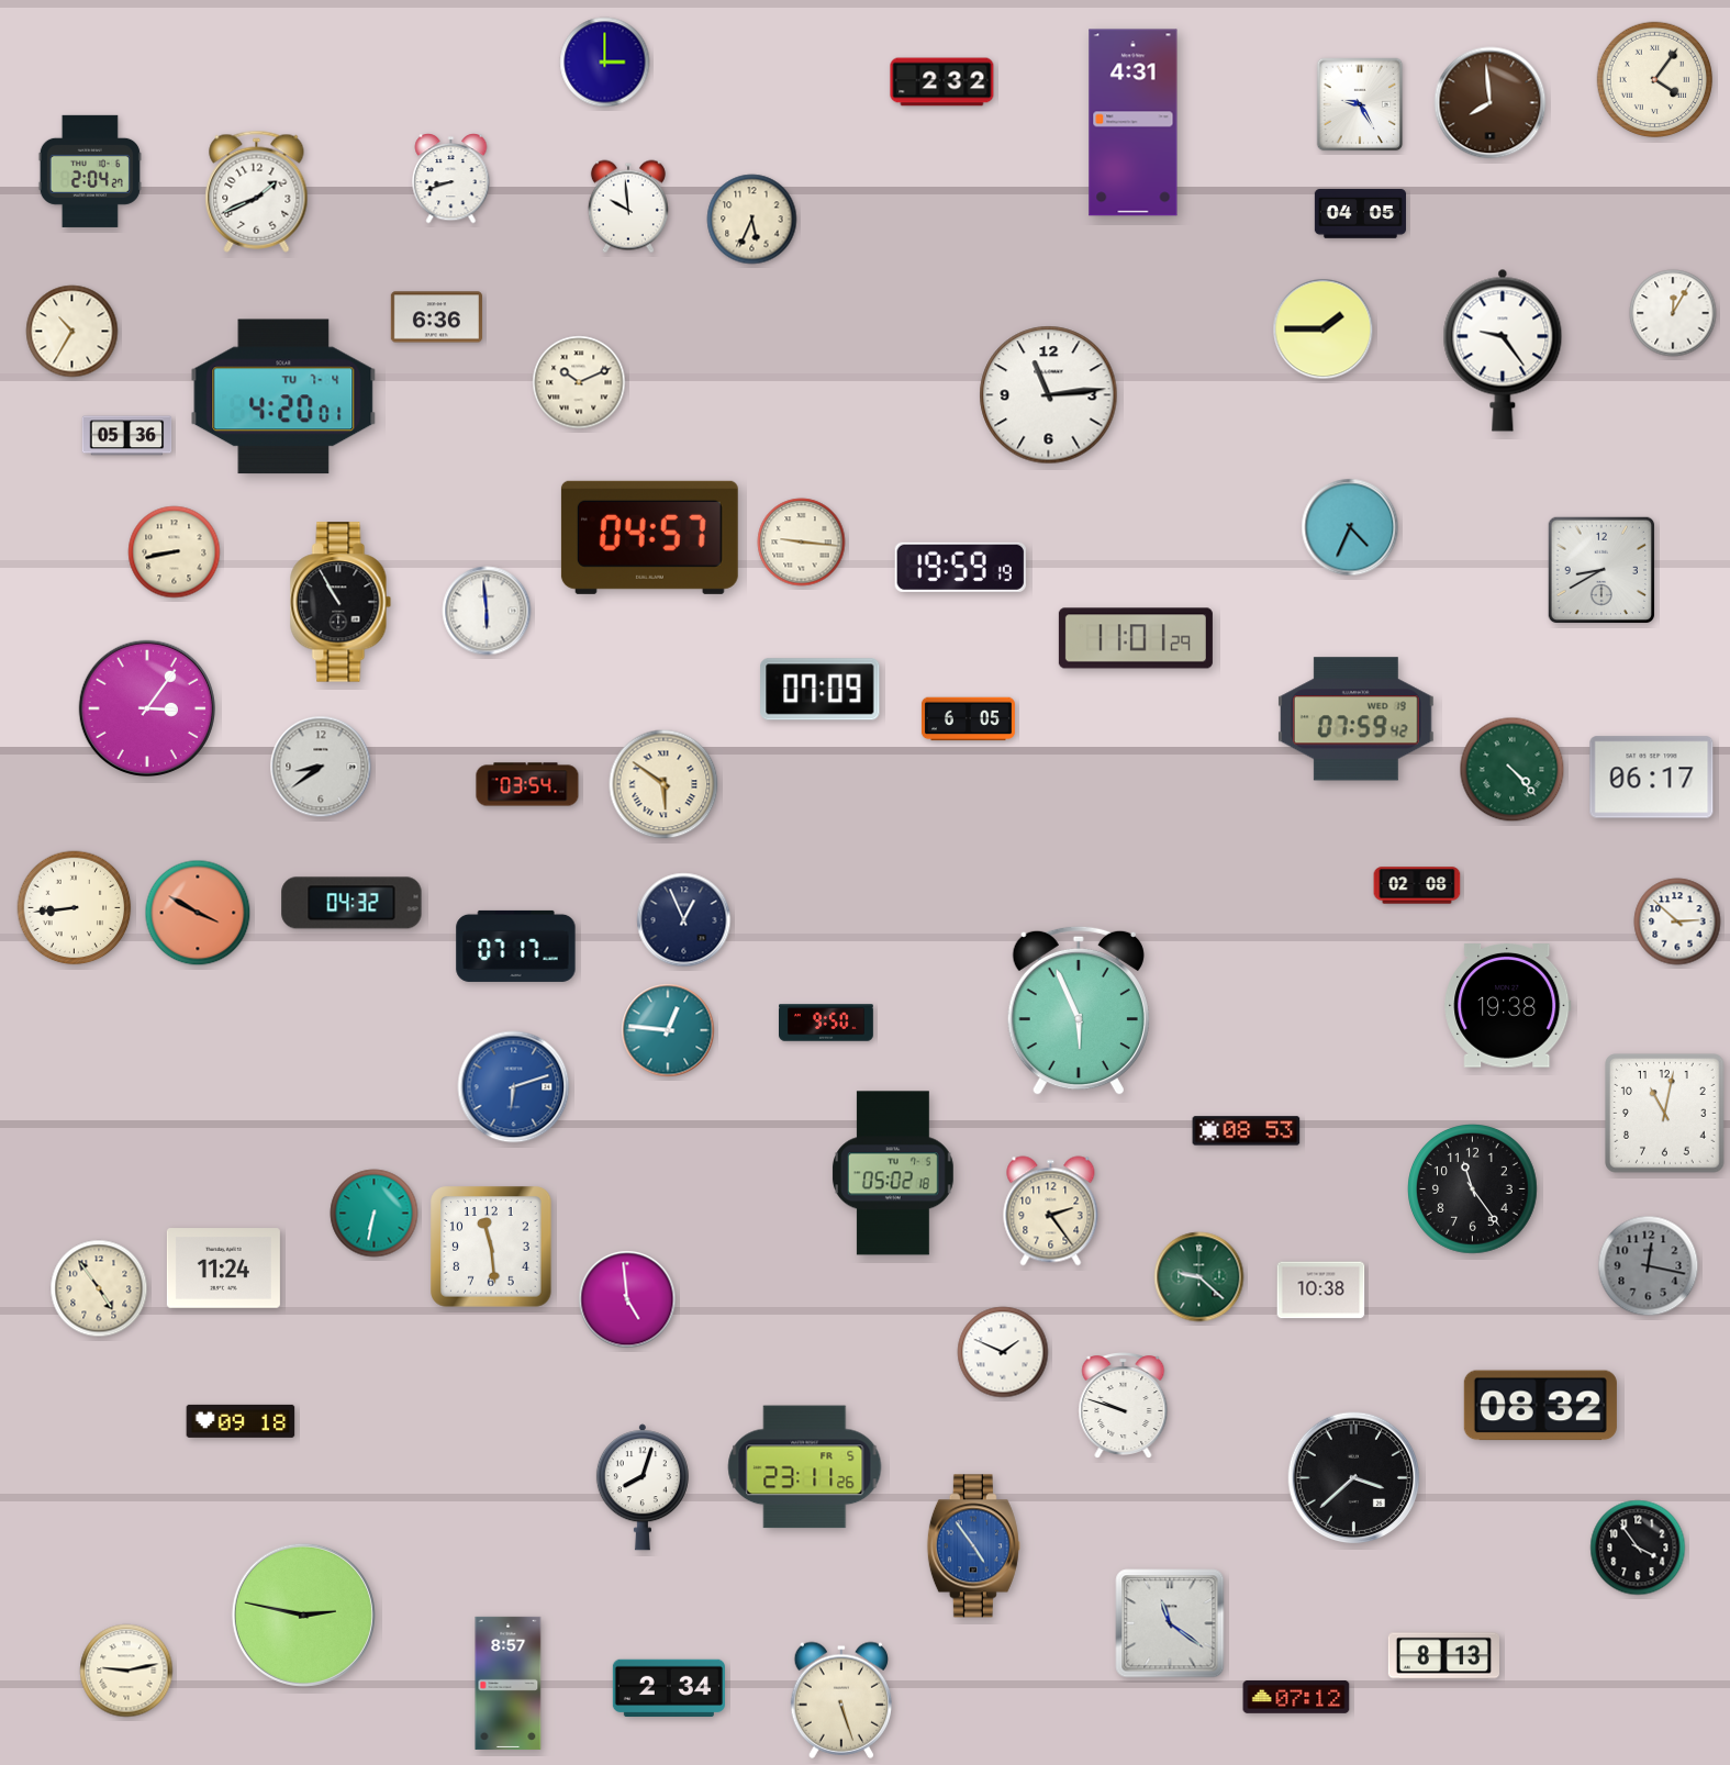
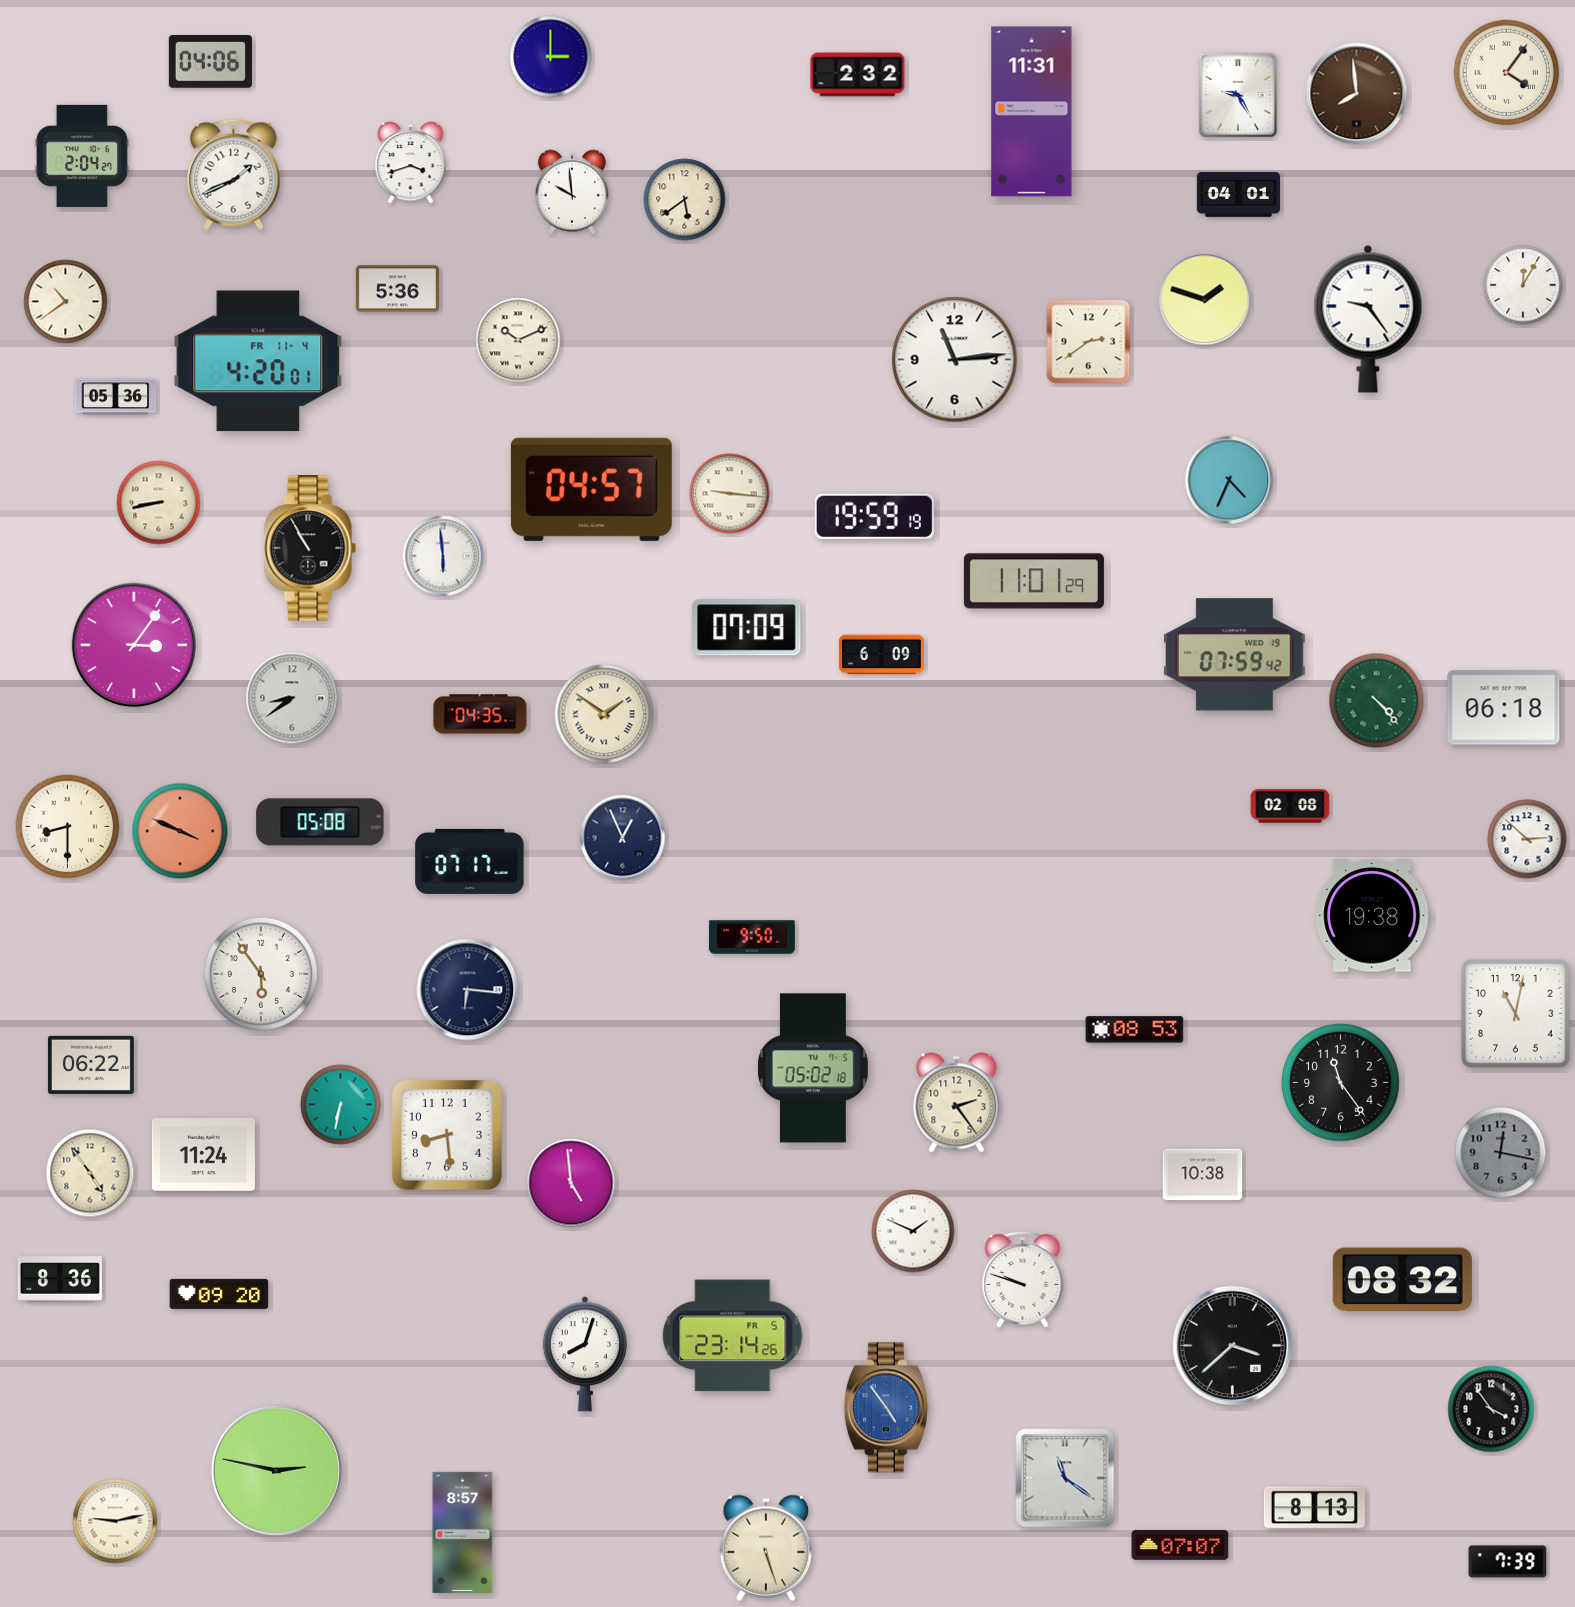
clock at (210, 62): none -> 04:06
clock at (1134, 123): 4:31 -> 11:31
clock at (451, 179): 8:42 -> 3:42
clock at (628, 206) position: (628, 206) -> (572, 192)
clock at (1360, 214): 04:05 -> 04:01
clock at (752, 220): 5:34 -> 5:39
clock at (436, 317): 6:36 -> 5:36
clock at (1324, 329): 1:45 -> 1:48
clock at (72, 332): 10:35 -> 10:39
clock at (1089, 342): none -> 2:39
clock at (579, 382) position: (579, 382) -> (518, 340)
clock at (283, 396) date: TU 7-4 -> FR 11-4
clock at (1600, 569): 8:40 -> none
clock at (968, 719): 6:05 -> 6:09
clock at (1652, 778): 06:17 -> 06:18
clock at (527, 784): 03:54 -> 04:35
clock at (663, 784): 5:51 -> 1:51
clock at (351, 903): 04:32 -> 05:08
clock at (75, 908): 8:44 -> 8:30
clock at (198, 913): 3:50 -> 3:49
clock at (1079, 1010): 5:56 -> none
clock at (826, 1023) position: (826, 1023) -> (752, 937)
clock at (668, 1030): 12:46 -> none
clock at (261, 974): none -> 5:54
clock at (514, 1087): 6:12 -> 6:16
clock at (514, 1087) dial: blue -> navy
clock at (91, 1065): none -> 06:22
clock at (491, 1247): 11:29 -> 8:29
clock at (1199, 1277): 9:22 -> none
clock at (60, 1279): none -> 8:36
clock at (241, 1421): 09:18 -> 09:20
clock at (805, 1467): 23:11 -> 23:14
clock at (669, 1687): 2:34 -> none
clock at (1296, 1697): 07:12 -> 07:07
clock at (1508, 1562): none -> 7:39
